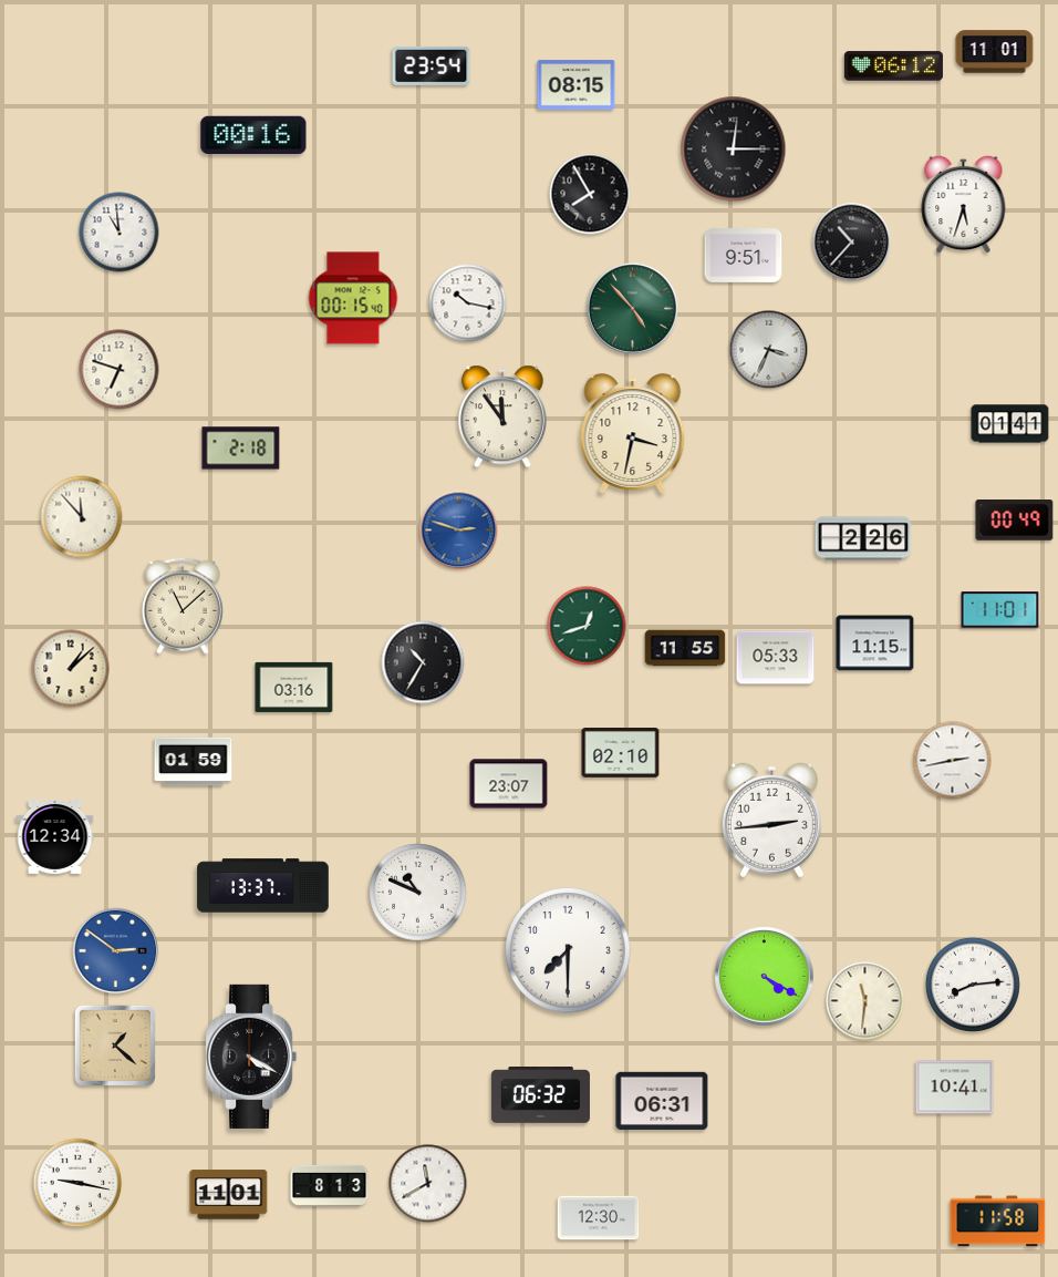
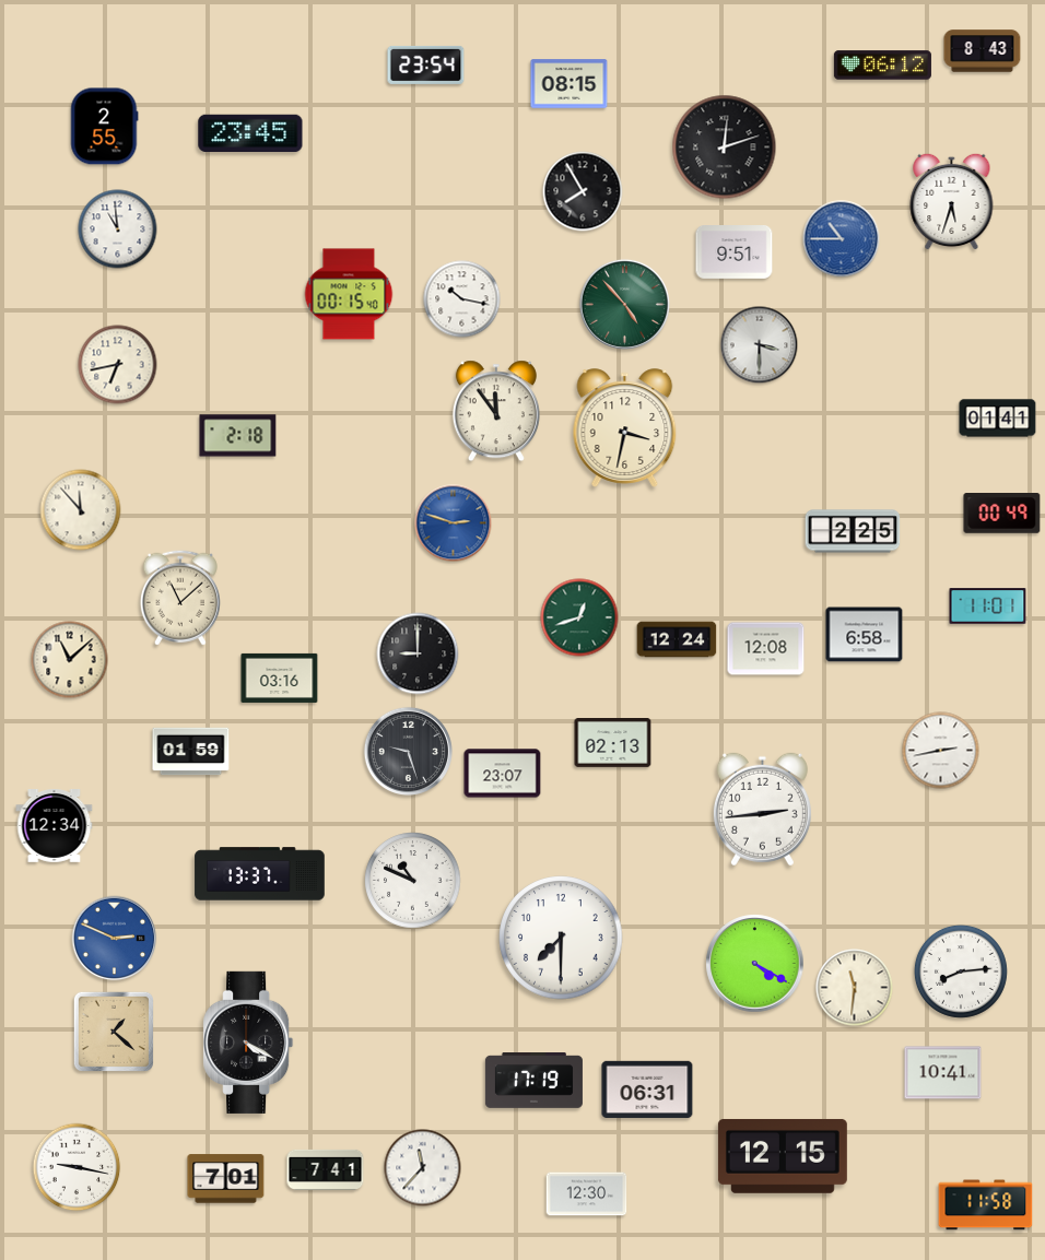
clock at (995, 52): 11:01 -> 8:43
clock at (105, 127): none -> 2:55
clock at (253, 134): 00:16 -> 23:45
clock at (734, 150): 12:15 -> 12:12
clock at (852, 243): 10:37 -> 10:45
clock at (852, 243) dial: black -> blue
clock at (769, 350): 3:34 -> 3:30
clock at (120, 370): 6:48 -> 6:43
clock at (241, 449) position: (241, 449) -> (238, 436)
clock at (863, 538): 2:26 -> 2:25
clock at (1000, 610) position: (1000, 610) -> (988, 607)
clock at (875, 643): 11:15 -> 6:58
clock at (685, 648): 11:55 -> 12:24
clock at (776, 658): 05:33 -> 12:08
clock at (423, 662): 10:35 -> 9:00
clock at (71, 669): 1:08 -> 11:08
clock at (294, 687) position: (294, 687) -> (280, 678)
clock at (621, 753): 02:10 -> 02:13
clock at (408, 751): none -> 9:27
clock at (116, 951): 2:51 -> 2:49
clock at (540, 1095): 06:32 -> 17:19
clock at (662, 1101) position: (662, 1101) -> (647, 1090)
clock at (783, 1156): none -> 12:15
clock at (428, 1184): 11:40 -> 11:37
clock at (330, 1185): 8:13 -> 7:41
clock at (229, 1195): 11:01 -> 7:01
clock at (599, 1218) position: (599, 1218) -> (587, 1194)
